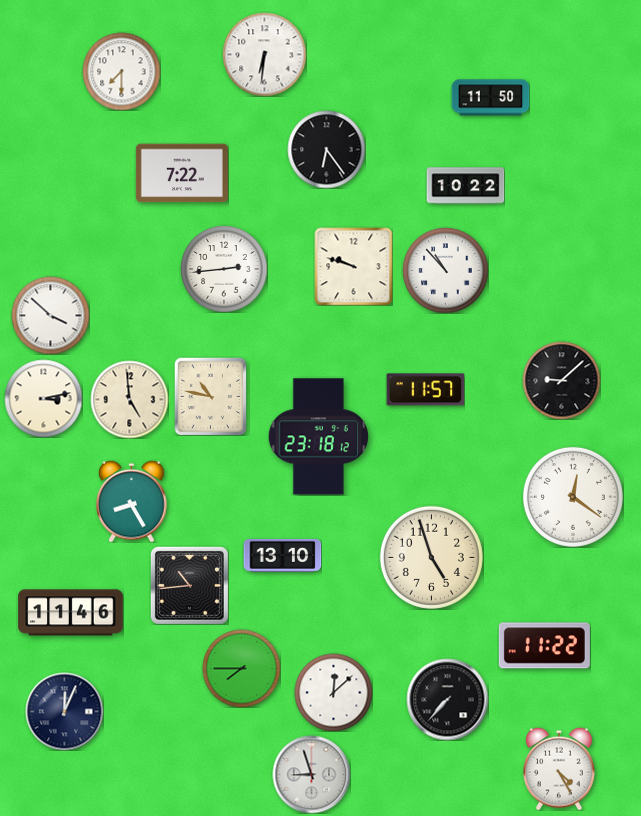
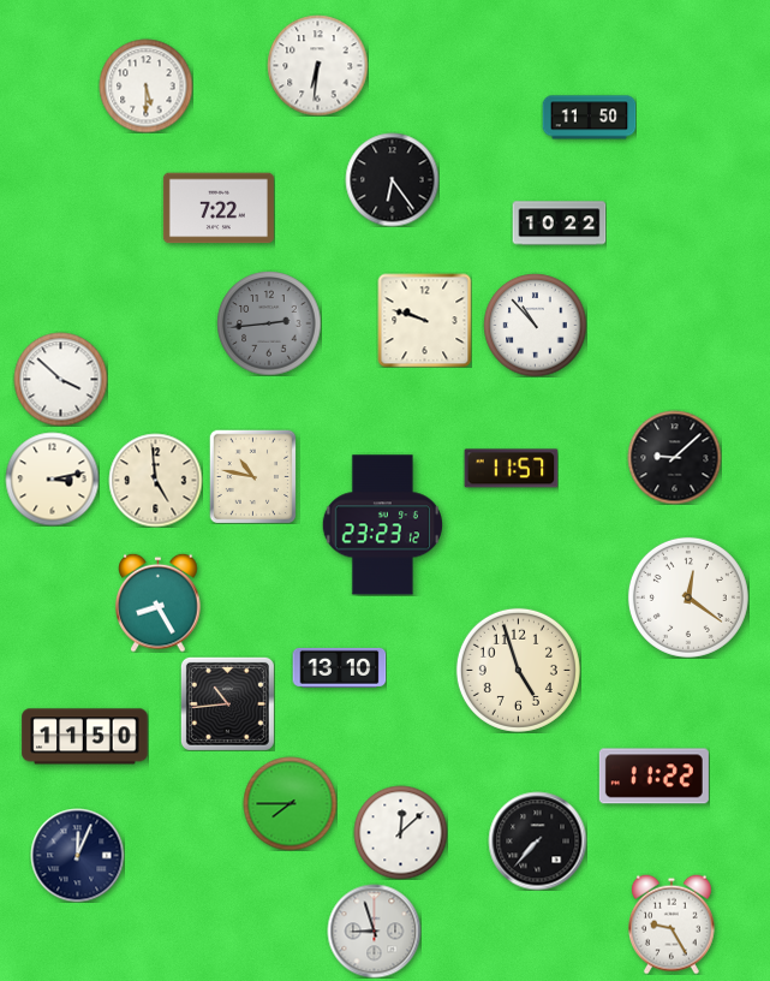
clock at (121, 71): 7:30 -> 5:30
clock at (224, 269) dial: white -> grey
clock at (318, 437): 23:18 -> 23:23
clock at (71, 613): 11:46 -> 11:50
clock at (559, 769): 4:25 -> 9:25
